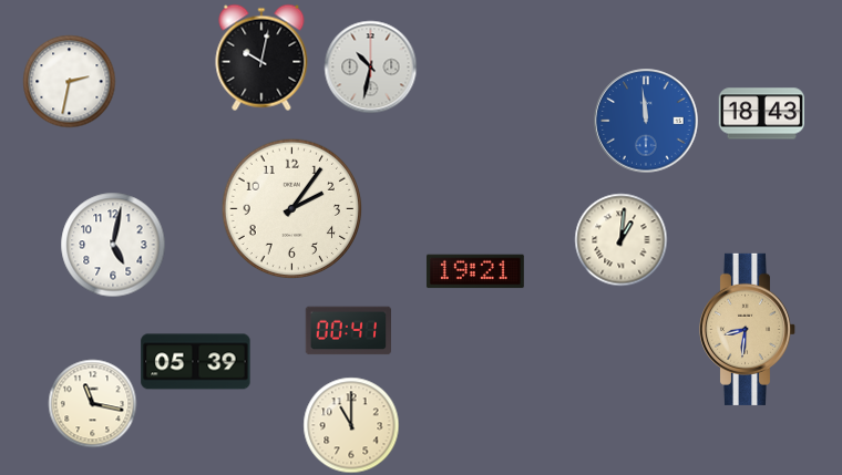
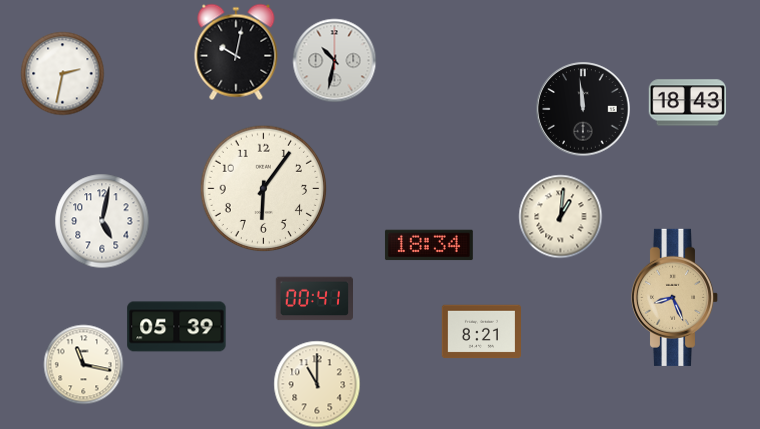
clock at (646, 121) dial: blue -> black
clock at (291, 208): 2:06 -> 6:06
clock at (475, 271): 19:21 -> 18:34
clock at (748, 329): 8:31 -> 8:26
clock at (481, 332): none -> 8:21
